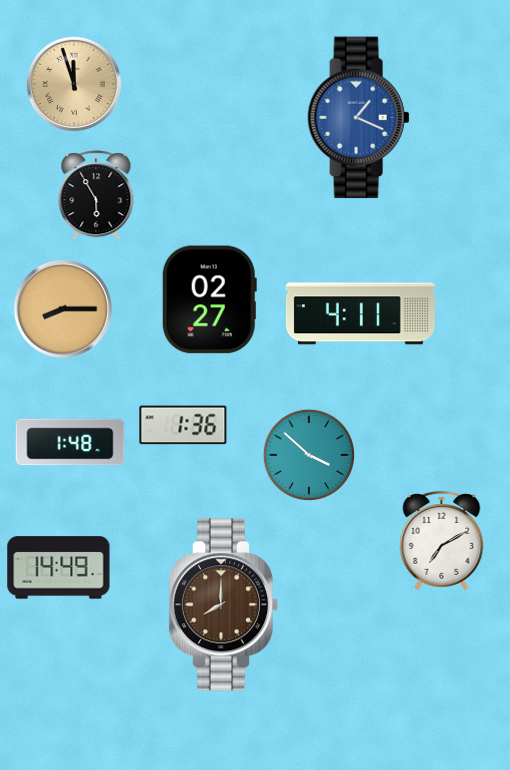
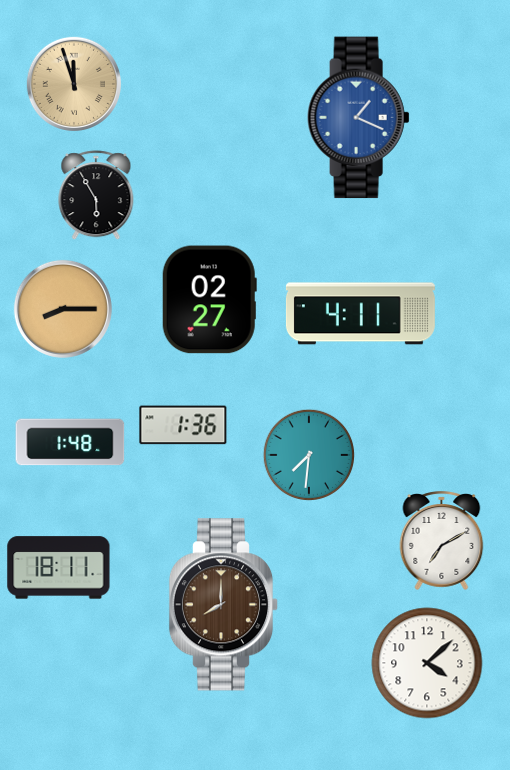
clock at (309, 455): 3:52 -> 7:31
clock at (59, 568): 14:49 -> 18:11
clock at (427, 663): none -> 4:08
